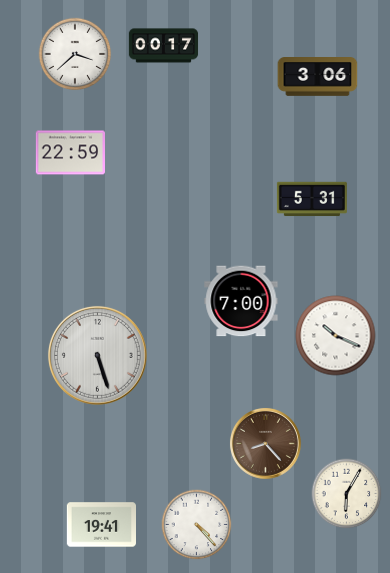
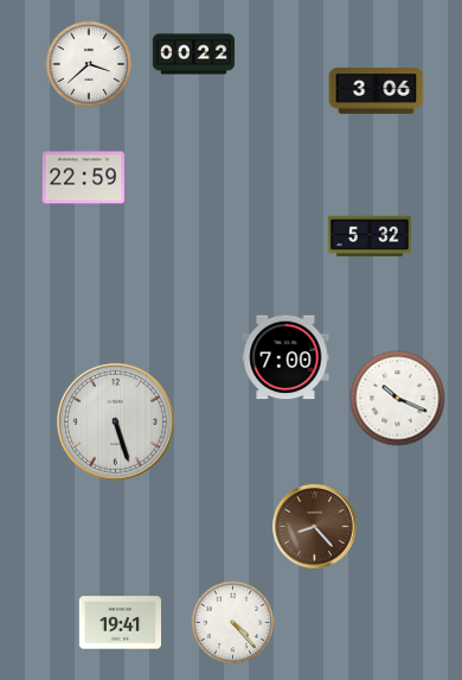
clock at (164, 46): 00:17 -> 00:22
clock at (70, 153) position: (70, 153) -> (83, 178)
clock at (312, 199): 5:31 -> 5:32
clock at (347, 494): 6:05 -> none
